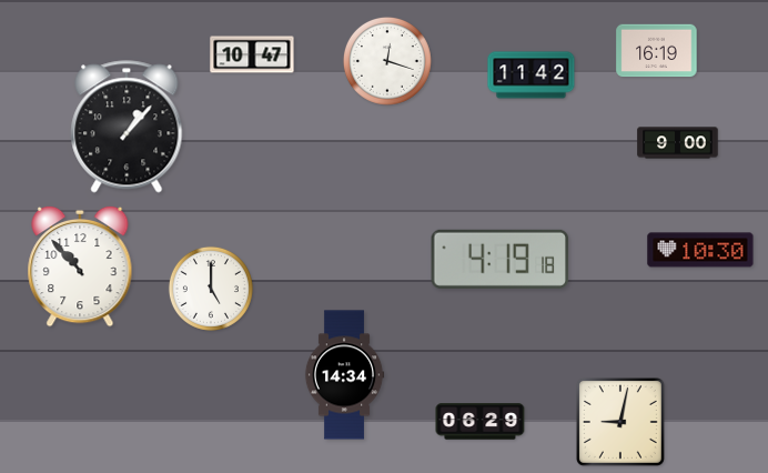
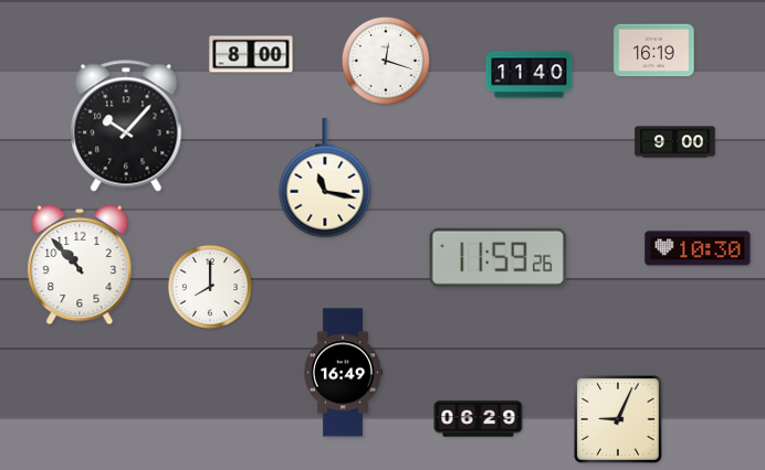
clock at (252, 54): 10:47 -> 8:00
clock at (532, 76): 11:42 -> 11:40
clock at (127, 127): 1:07 -> 10:07
clock at (325, 178): none -> 11:17
clock at (501, 259): 4:19 -> 11:59
clock at (211, 289): 5:00 -> 8:00
clock at (344, 375): 14:34 -> 16:49
clock at (620, 422): 9:02 -> 9:04
